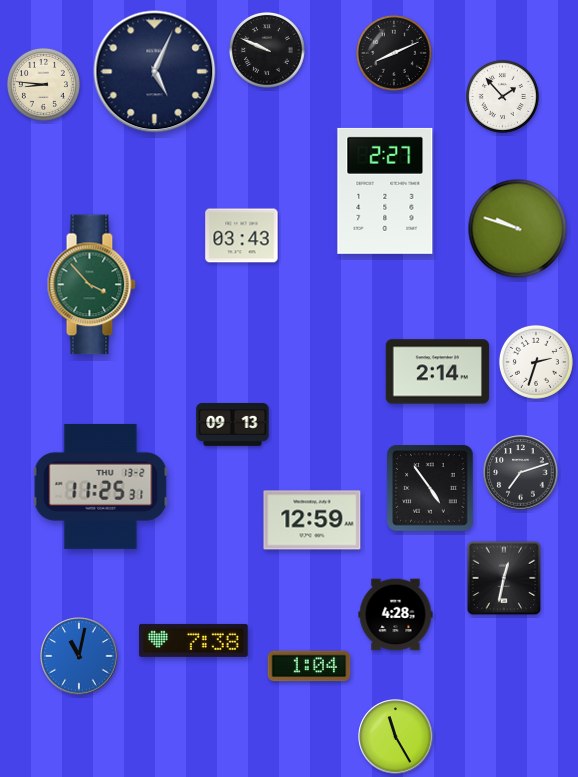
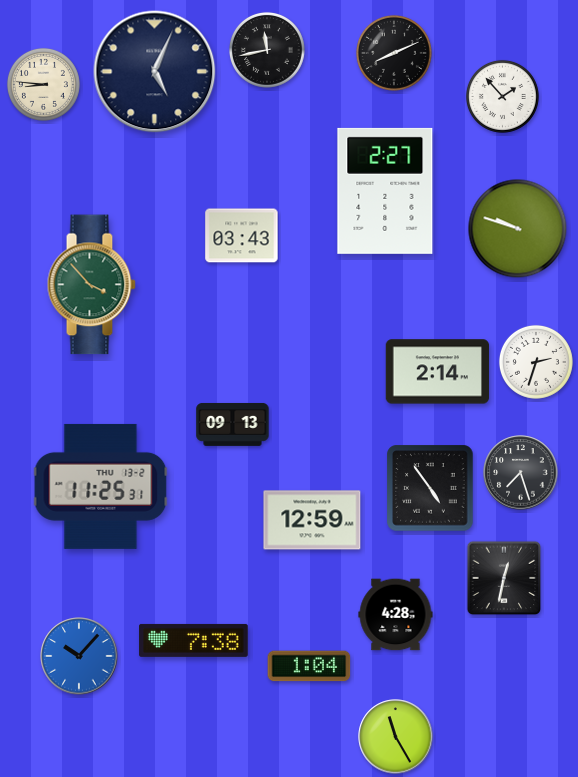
clock at (267, 50): 9:49 -> 11:43
clock at (521, 473): 7:12 -> 7:27
clock at (79, 656): 11:02 -> 10:07
